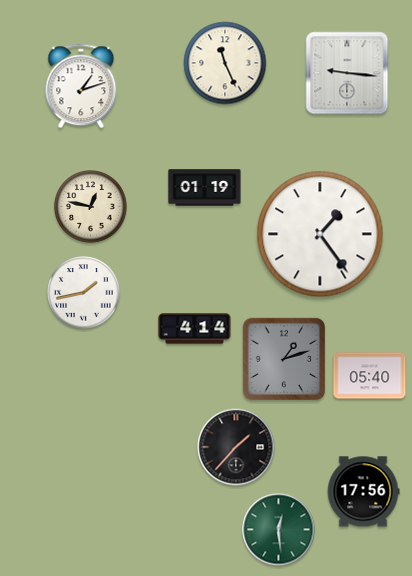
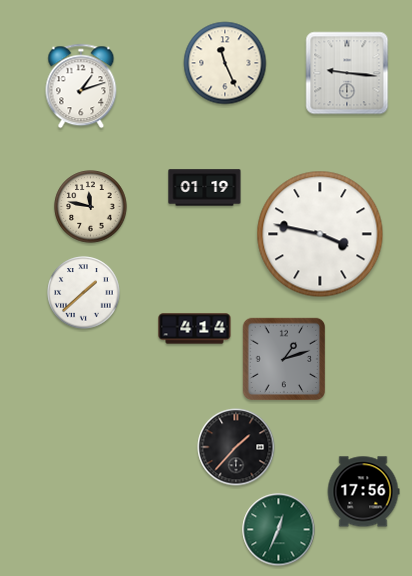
clock at (91, 207): 12:47 -> 11:47
clock at (320, 234): 1:24 -> 3:47
clock at (84, 293): 1:43 -> 1:38
clock at (370, 376): 05:40 -> none
clock at (279, 530): 12:29 -> 12:34
